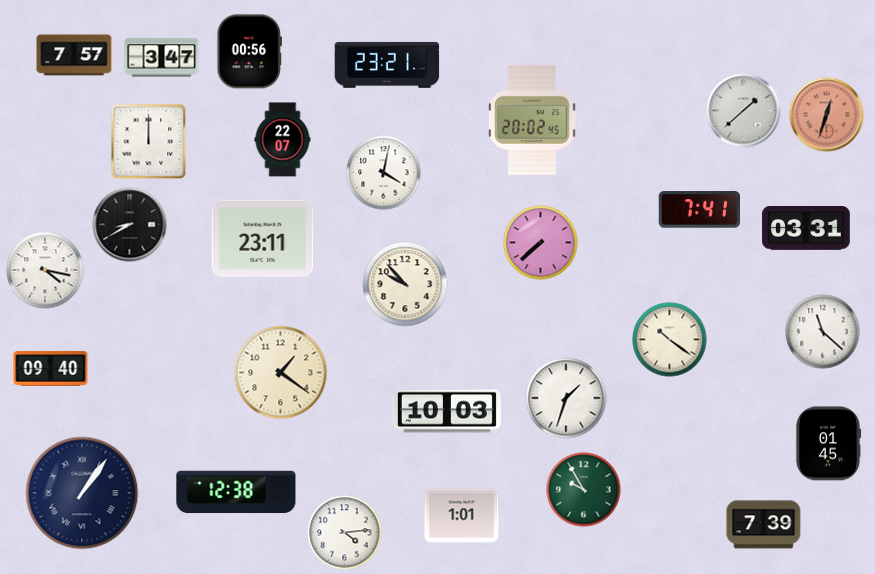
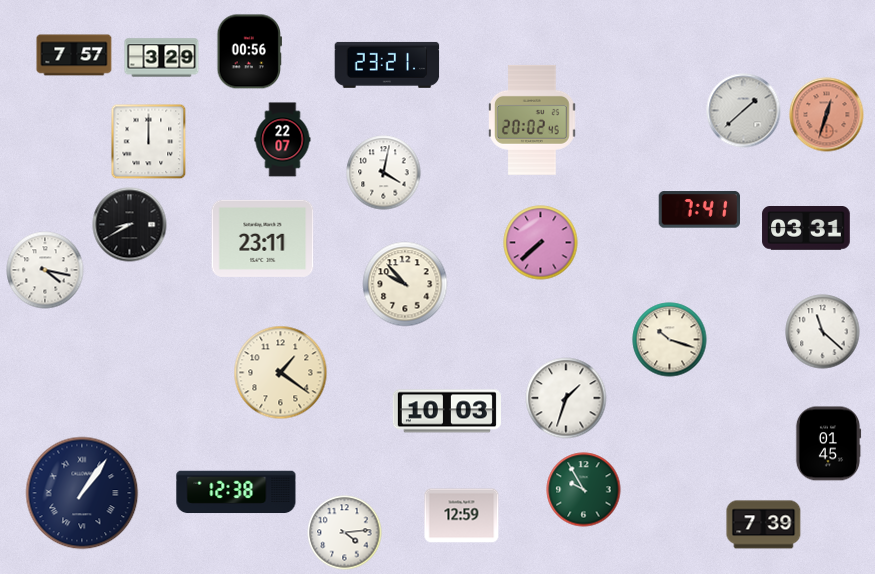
clock at (162, 58): 3:47 -> 3:29
clock at (670, 340): 10:21 -> 10:18
clock at (51, 369): 09:40 -> none
clock at (462, 516): 1:01 -> 12:59
